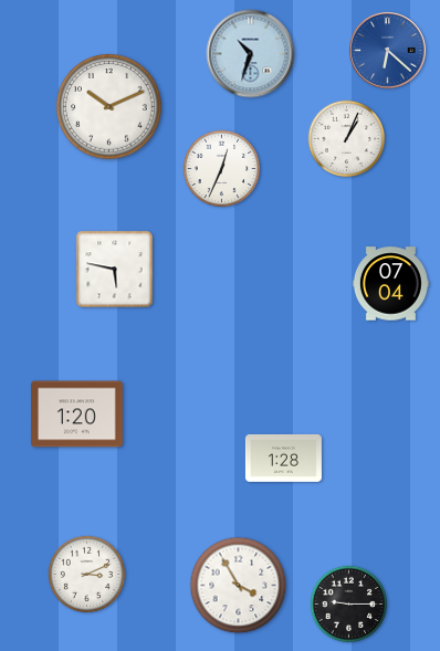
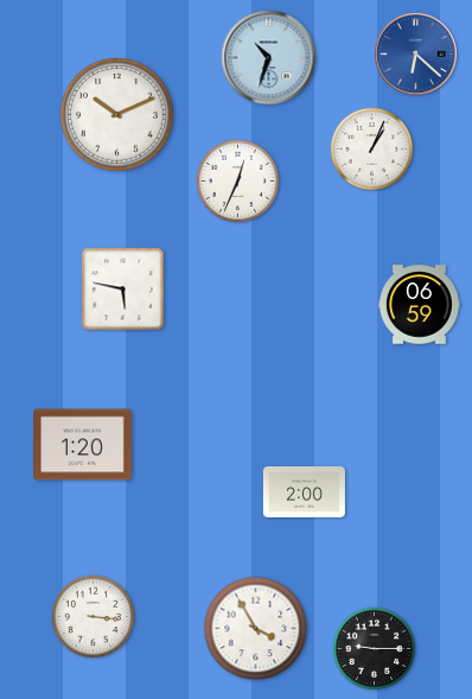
clock at (390, 284): 07:04 -> 06:59
clock at (283, 458): 1:28 -> 2:00
clock at (87, 575): 3:11 -> 3:16
